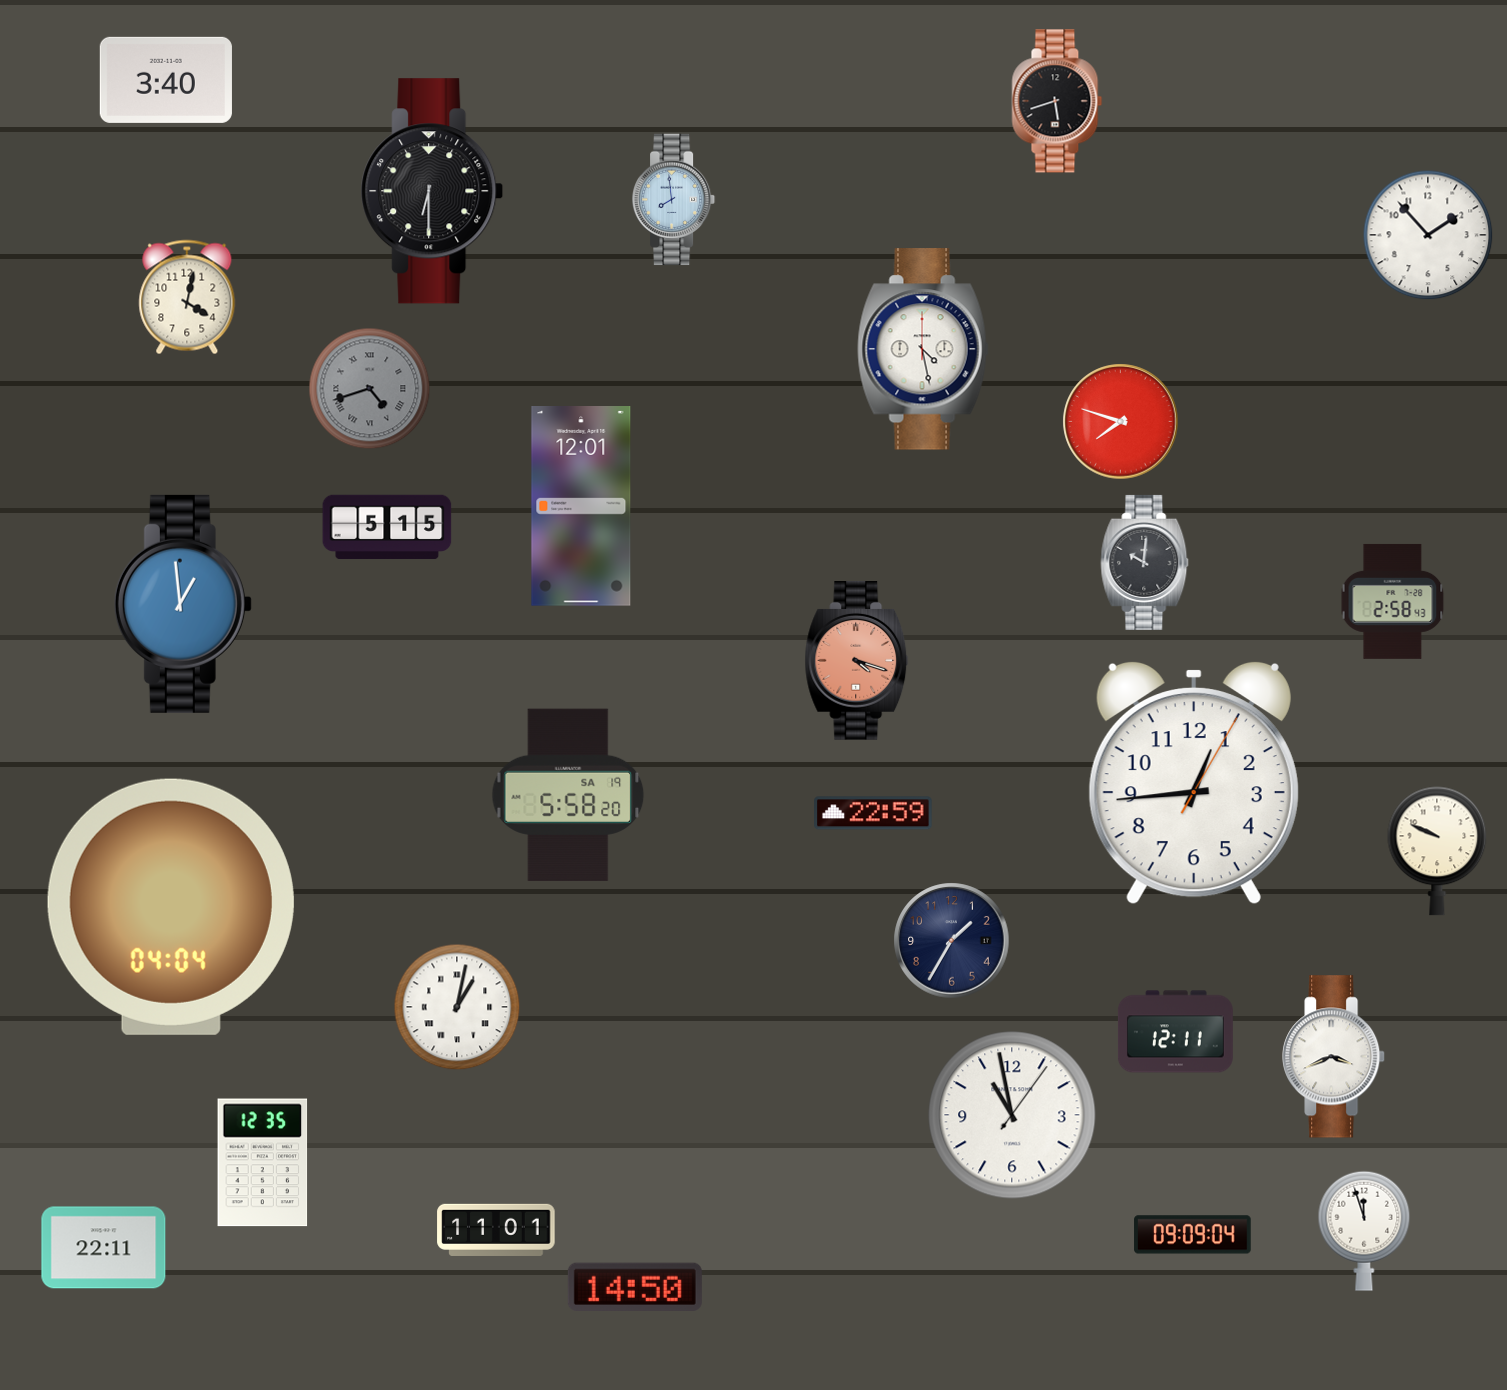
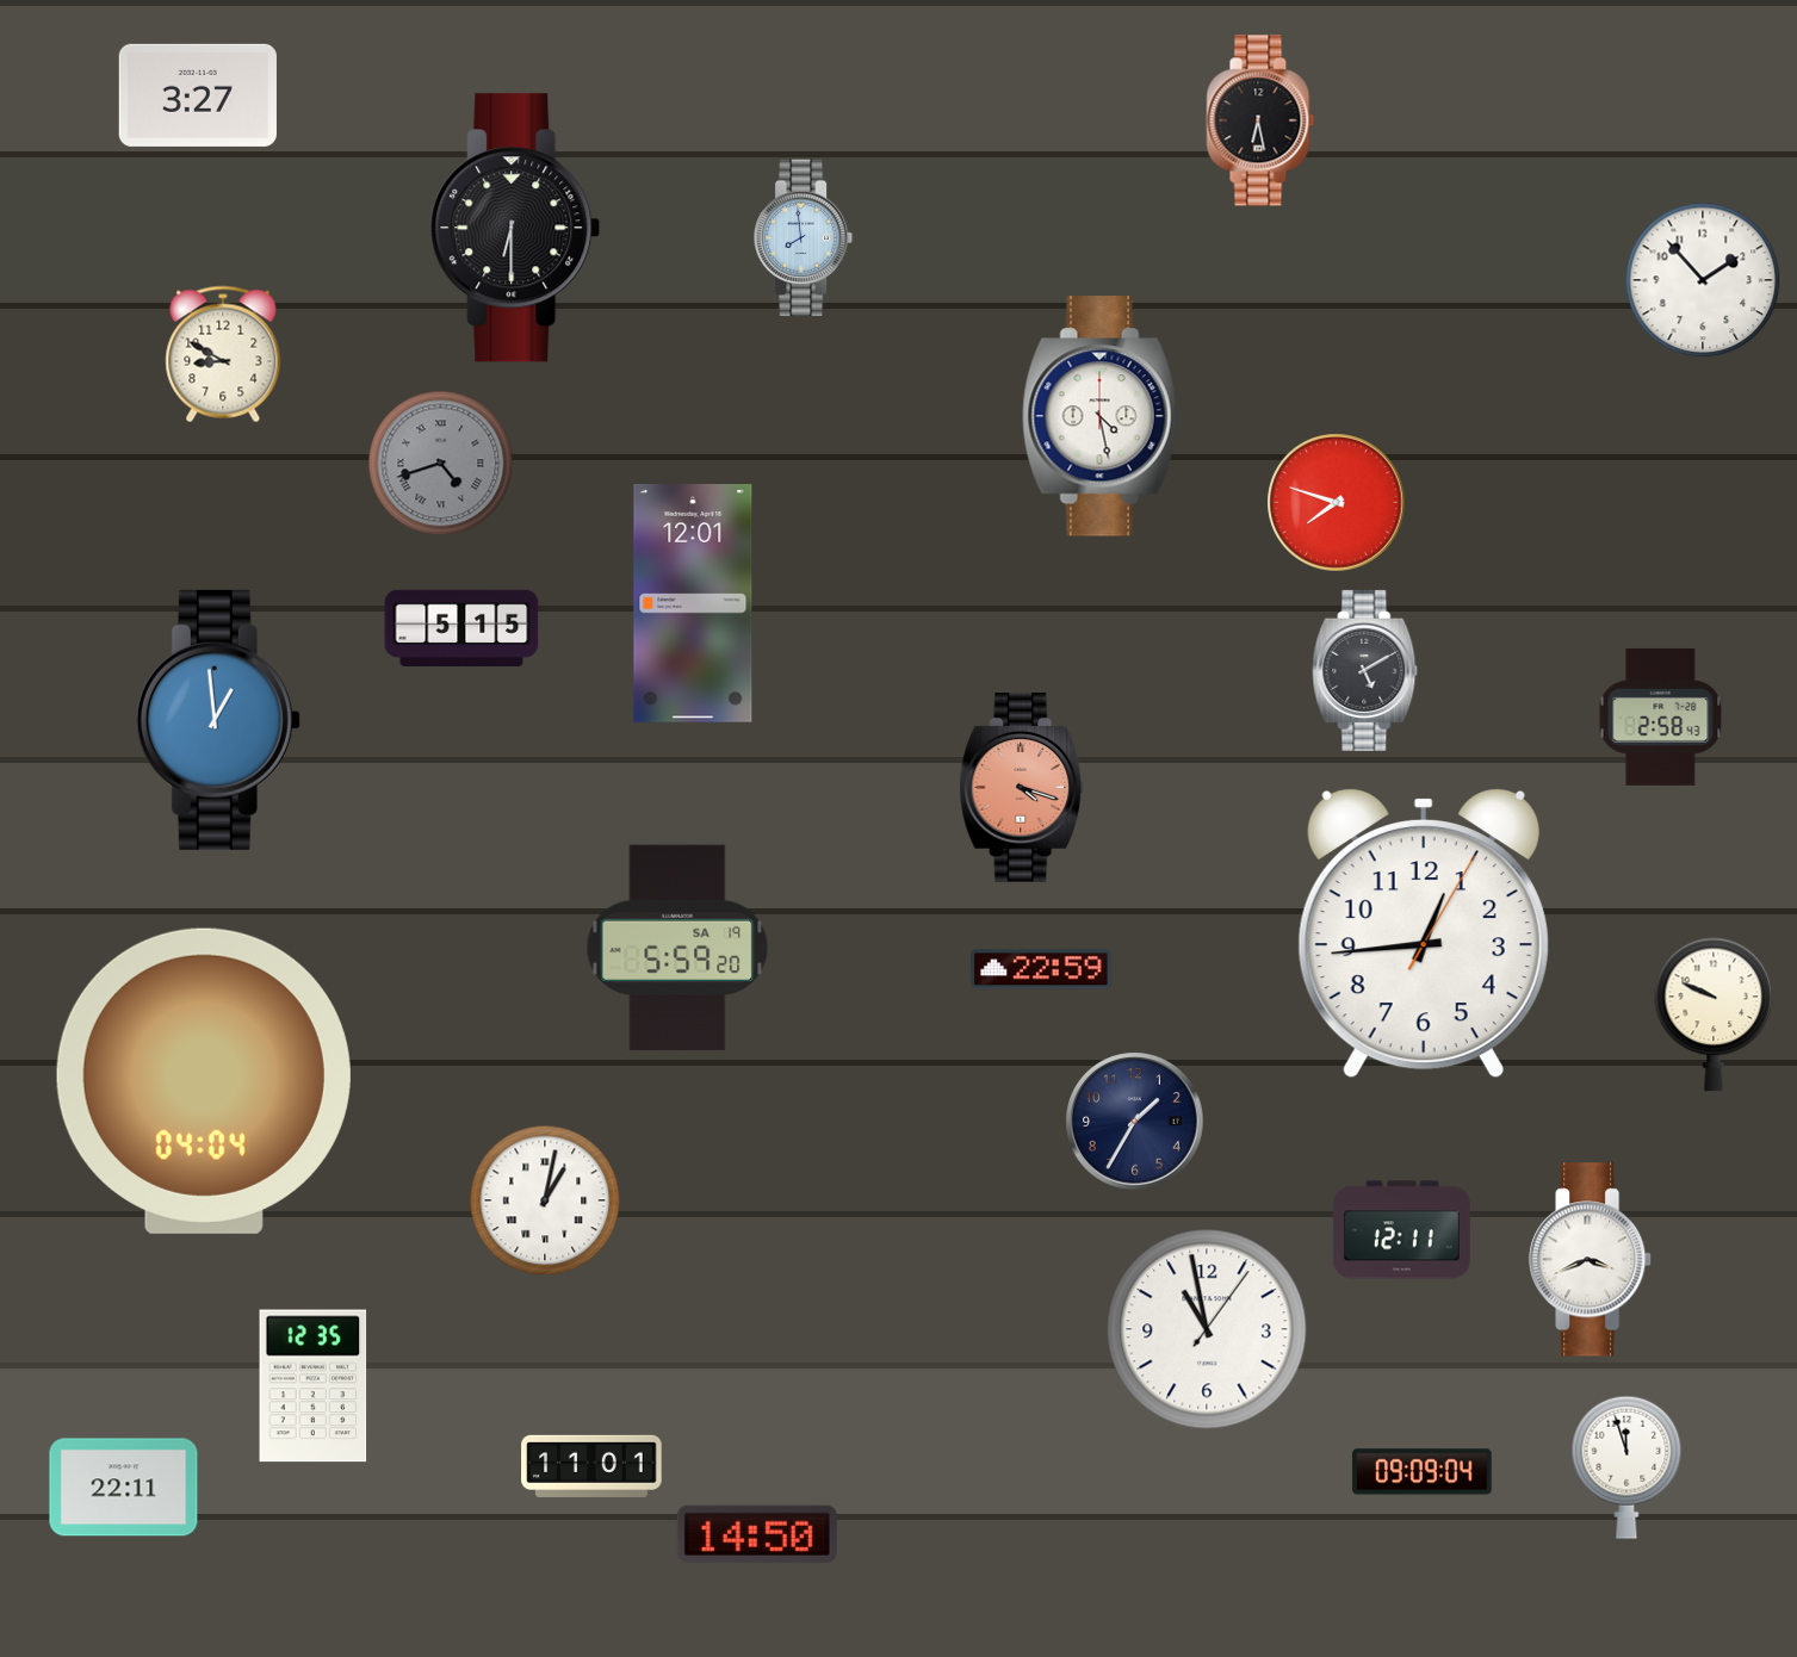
clock at (166, 80): 3:40 -> 3:27
clock at (1057, 101): 5:42 -> 6:28
clock at (187, 297): 4:02 -> 8:50
clock at (1145, 562): 10:01 -> 5:10
clock at (568, 794): 5:58 -> 5:59
